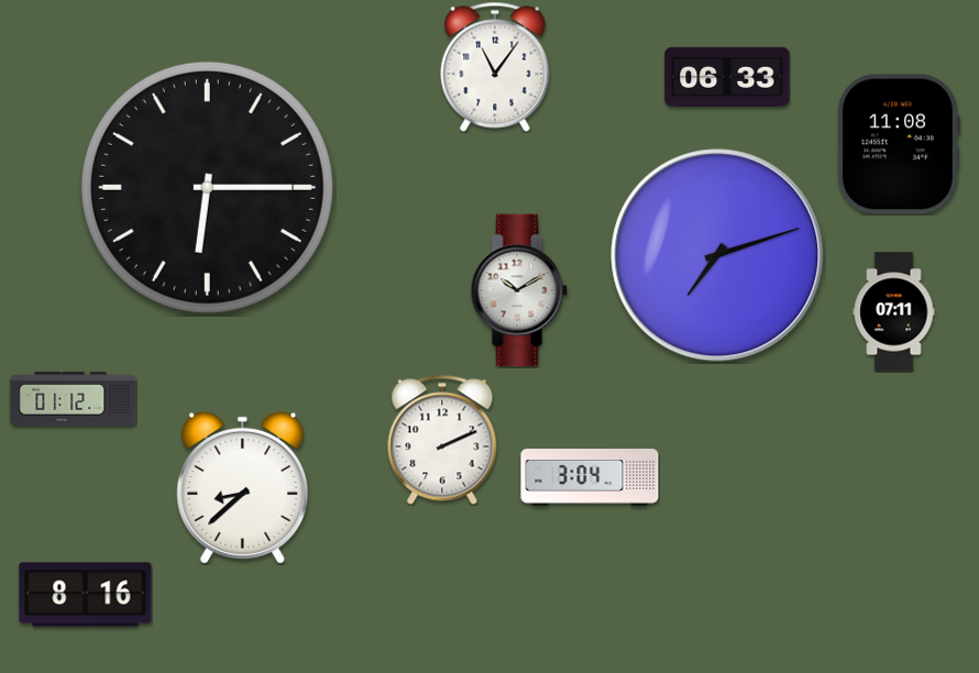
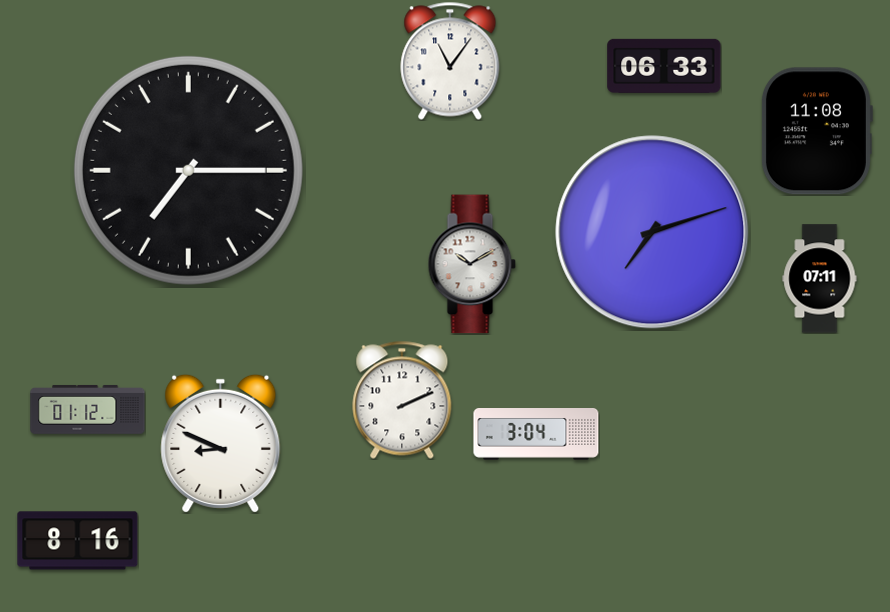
clock at (727, 77) position: (727, 77) -> (664, 66)
clock at (207, 187): 6:15 -> 7:15
clock at (894, 312) position: (894, 312) -> (820, 279)
clock at (74, 398) position: (74, 398) -> (88, 409)
clock at (243, 487): 8:38 -> 8:49
